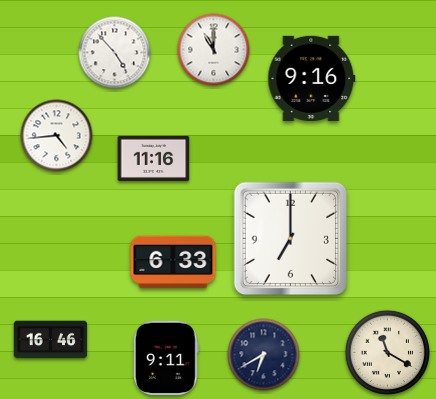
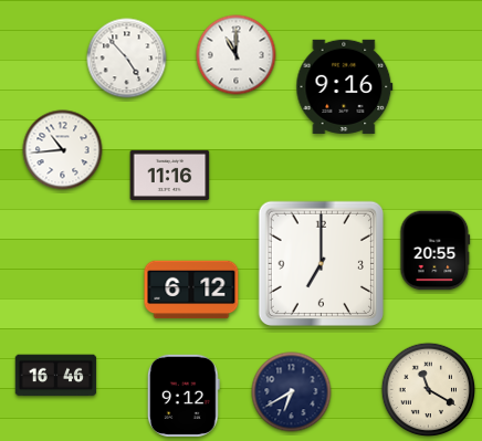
clock at (57, 136): 4:44 -> 10:44
clock at (436, 251): none -> 20:55
clock at (173, 262): 6:33 -> 6:12
clock at (166, 358): 9:11 -> 9:12
